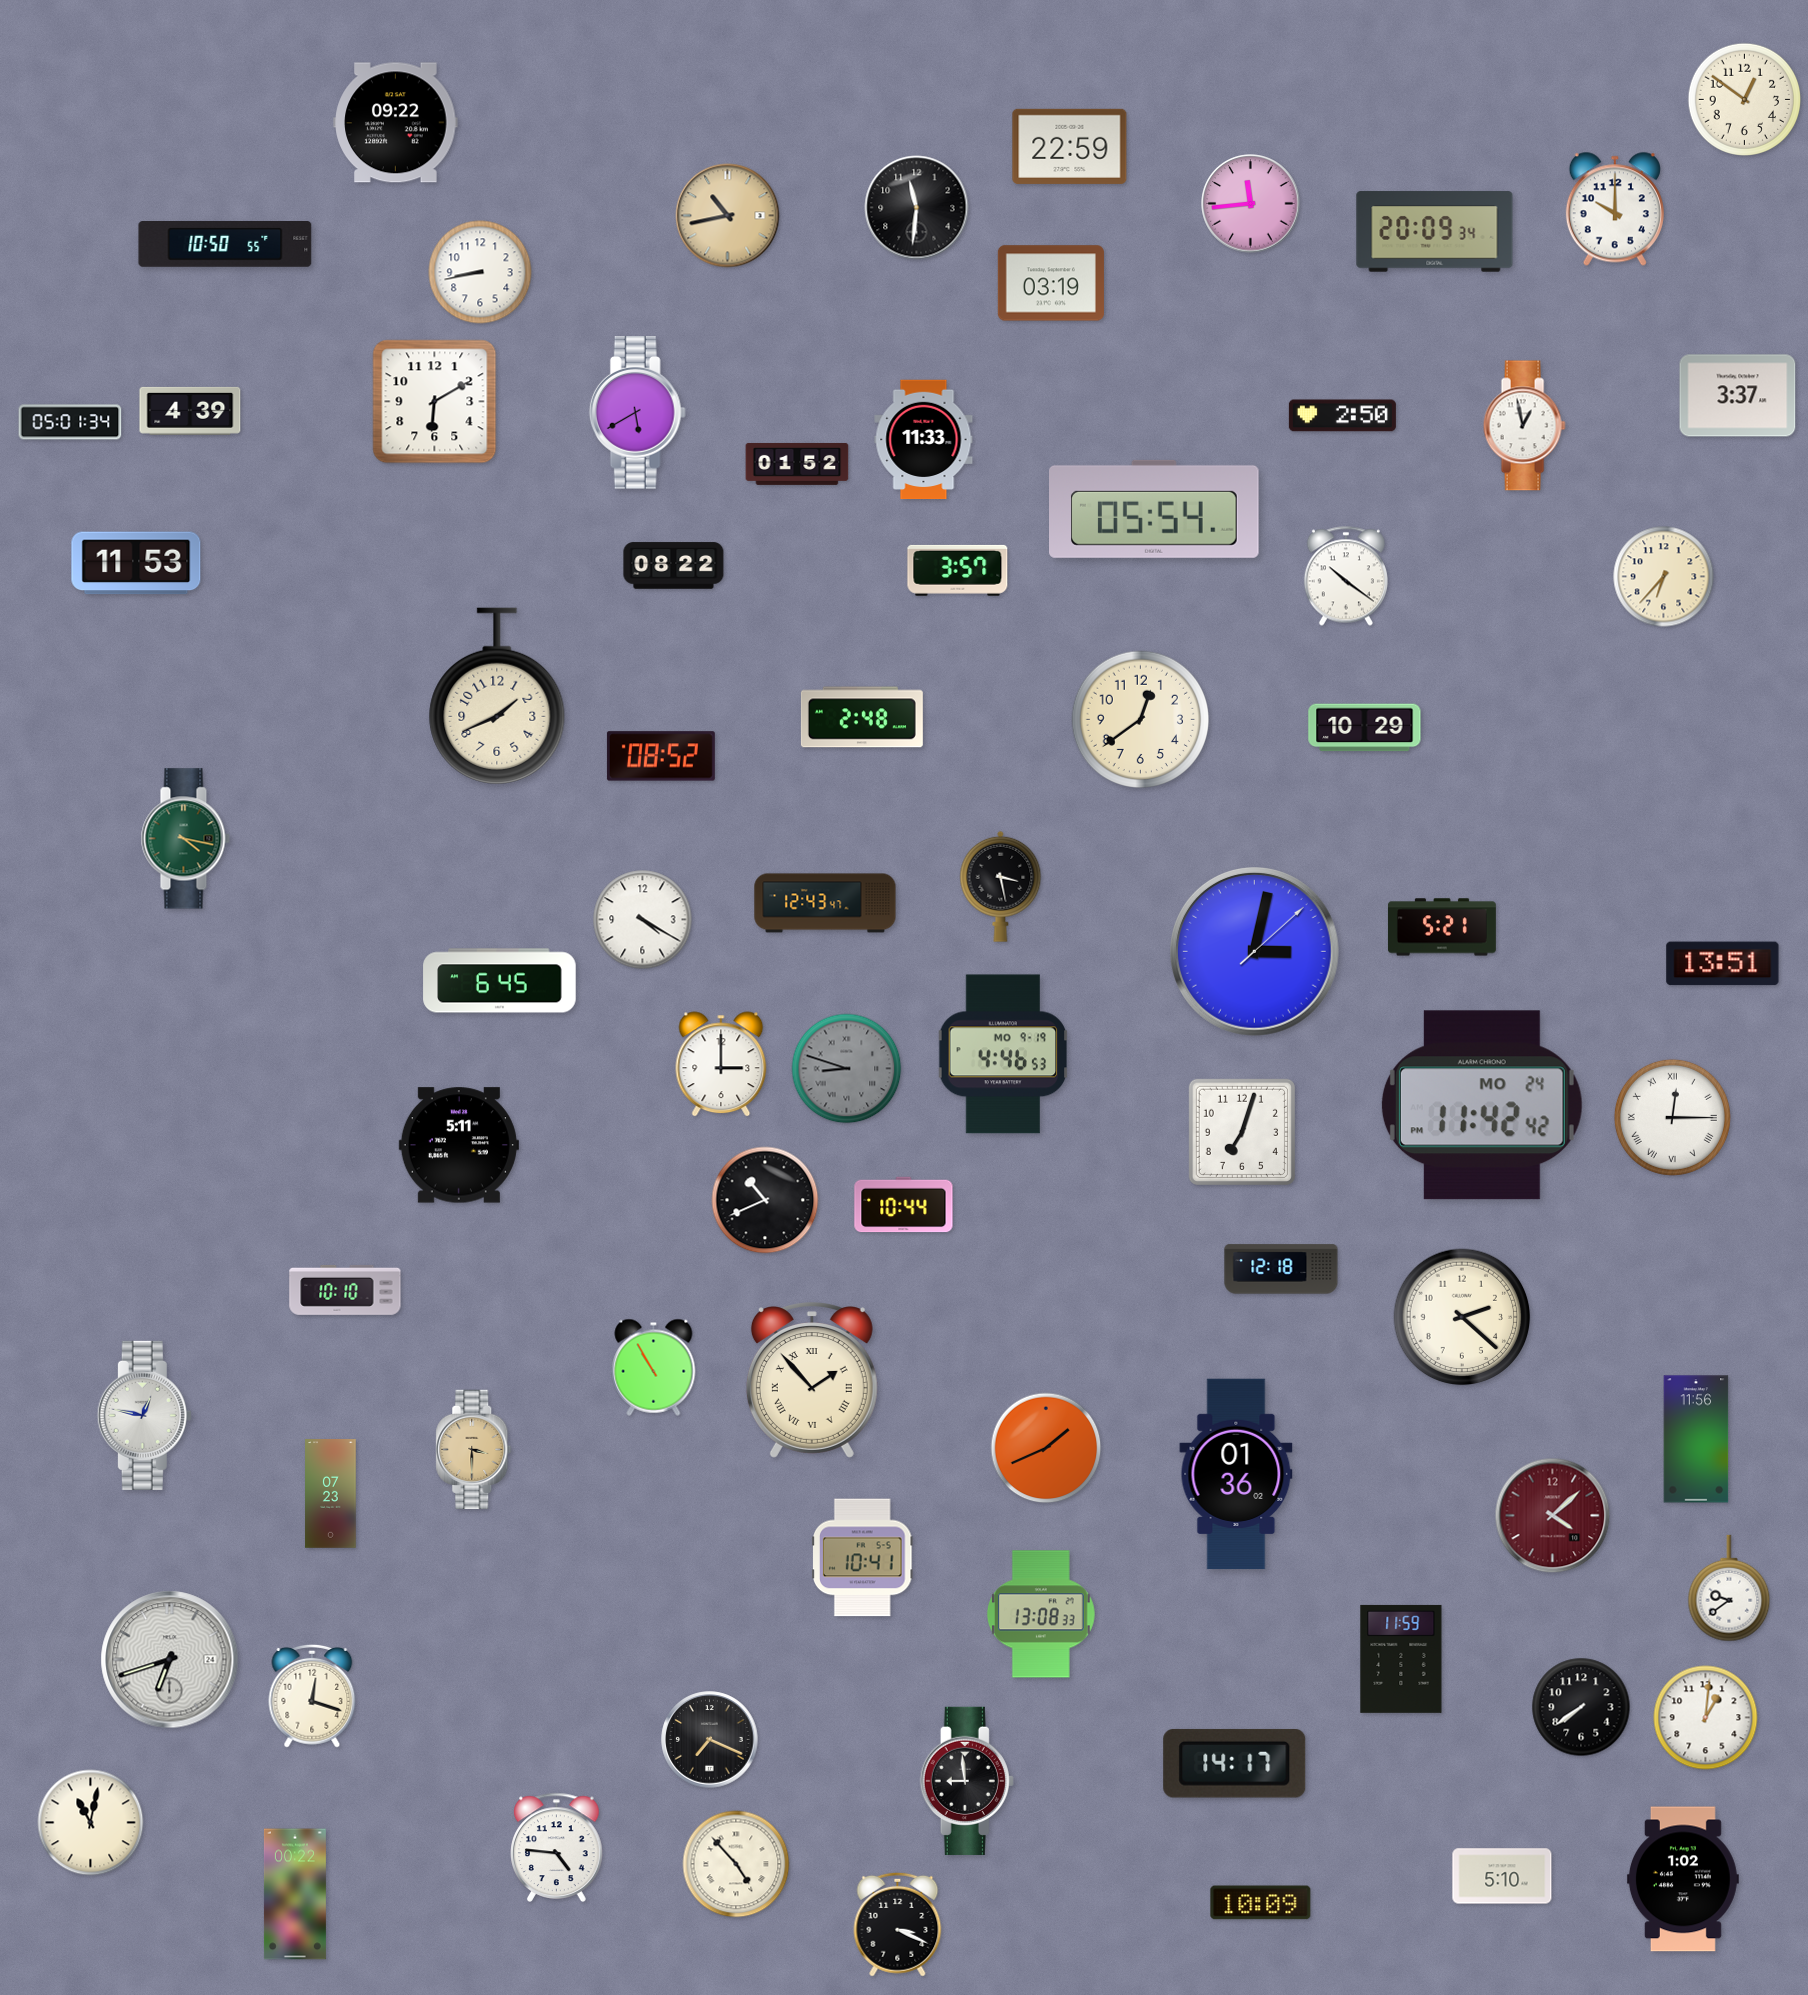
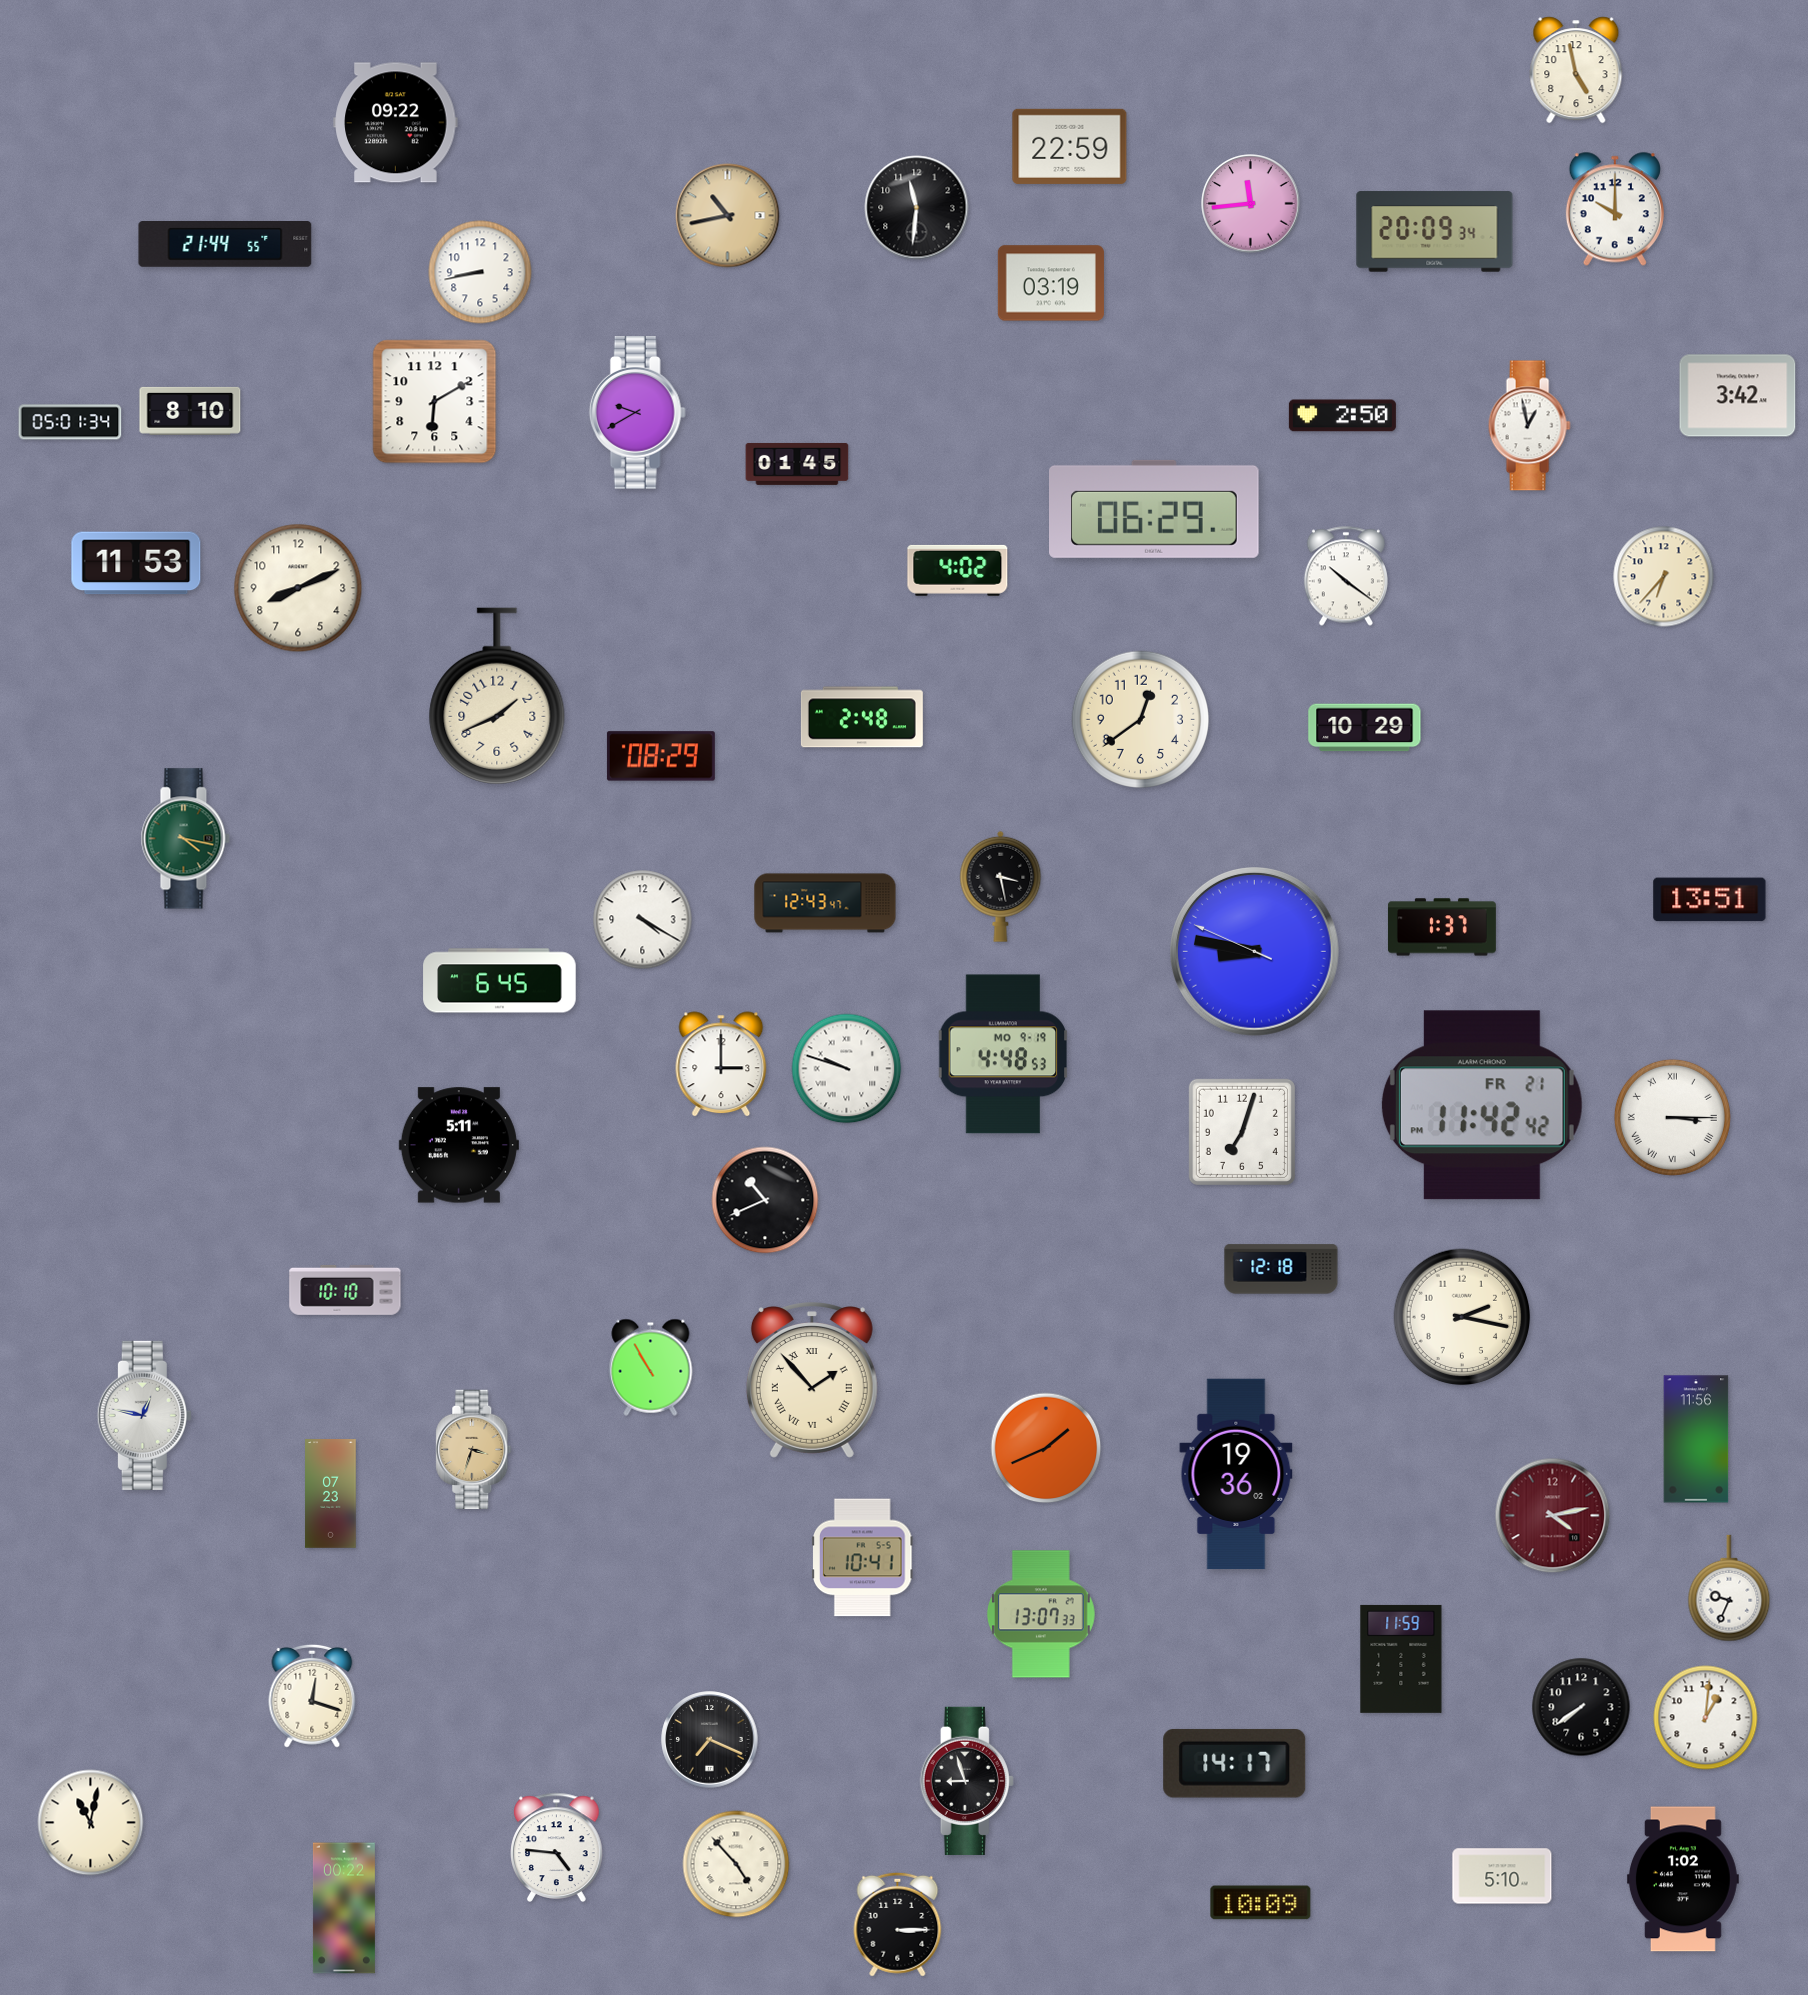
clock at (1576, 70): none -> 4:58
clock at (1744, 99): 12:51 -> none
clock at (225, 245): 10:50 -> 21:44
clock at (1738, 396): 3:37 -> 3:42
clock at (190, 411): 4:39 -> 8:10
clock at (637, 413): 5:40 -> 9:40
clock at (1524, 426) position: (1524, 426) -> (1529, 426)
clock at (924, 440): 11:33 -> none
clock at (797, 464): 01:52 -> 01:45
clock at (1155, 509): 05:54 -> 06:29
clock at (674, 566): 08:22 -> none
clock at (958, 570): 3:57 -> 4:02
clock at (298, 588): none -> 8:11
clock at (661, 756): 08:52 -> 08:29
clock at (1442, 927): 5:21 -> 1:37
clock at (1254, 951): 3:02 -> 8:46
clock at (1723, 964) position: (1723, 964) -> (1710, 900)
clock at (1003, 1054): 4:46 -> 4:48
clock at (847, 1069): 8:48 -> 9:48
clock at (847, 1069) dial: grey -> white
clock at (1482, 1105) date: MO 24 -> FR 21
clock at (1672, 1117): 12:15 -> 3:15
clock at (904, 1205): 10:44 -> none
clock at (1462, 1317): 2:22 -> 2:17
clock at (654, 1367) position: (654, 1367) -> (651, 1367)
clock at (474, 1450): 3:30 -> 3:33
clock at (1236, 1474): 01:36 -> 19:36
clock at (1553, 1516): 4:08 -> 4:13
clock at (1729, 1588): 9:39 -> 9:34
clock at (1041, 1614): 13:08 -> 13:07
clock at (170, 1660): 6:42 -> none
clock at (967, 1781): 8:59 -> 8:57
clock at (295, 1894) position: (295, 1894) -> (344, 1908)
clock at (898, 1924): 3:19 -> 3:15
